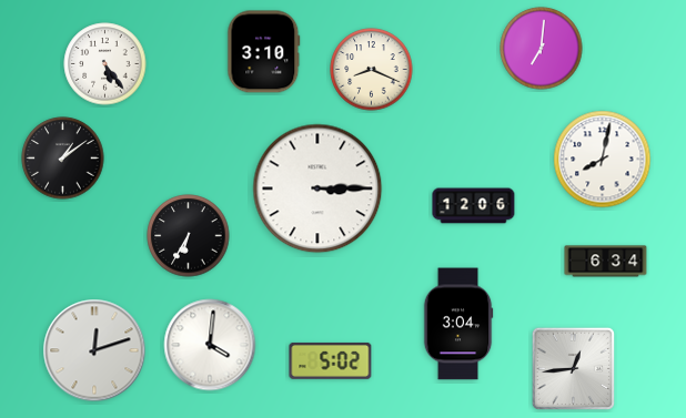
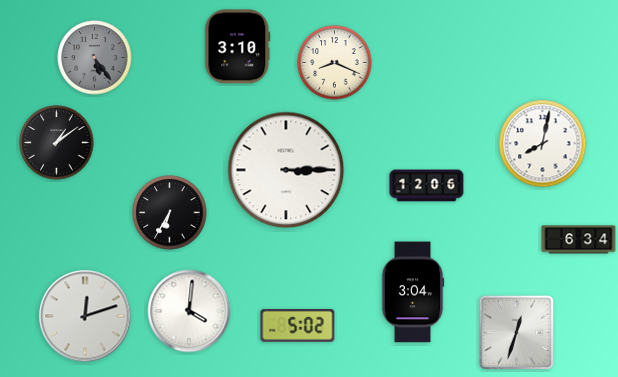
clock at (542, 49): 7:01 -> none
clock at (105, 64) dial: white -> grey
clock at (606, 262) position: (606, 262) -> (579, 240)
clock at (573, 368): 12:44 -> 12:33
